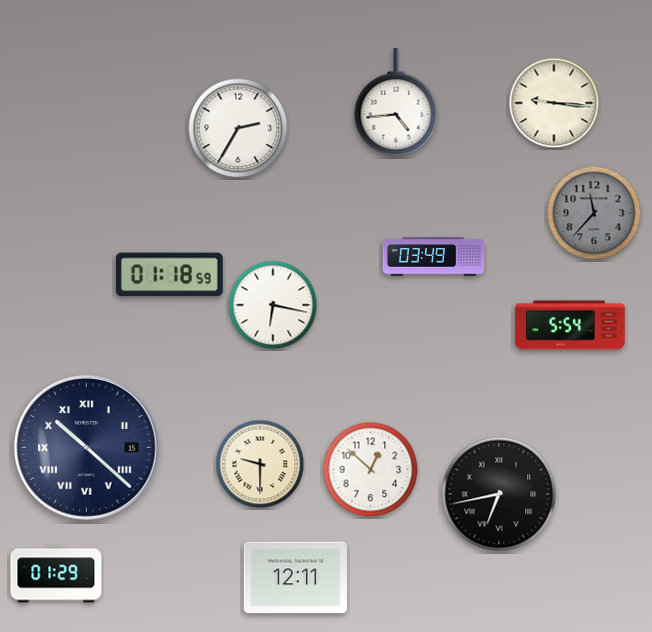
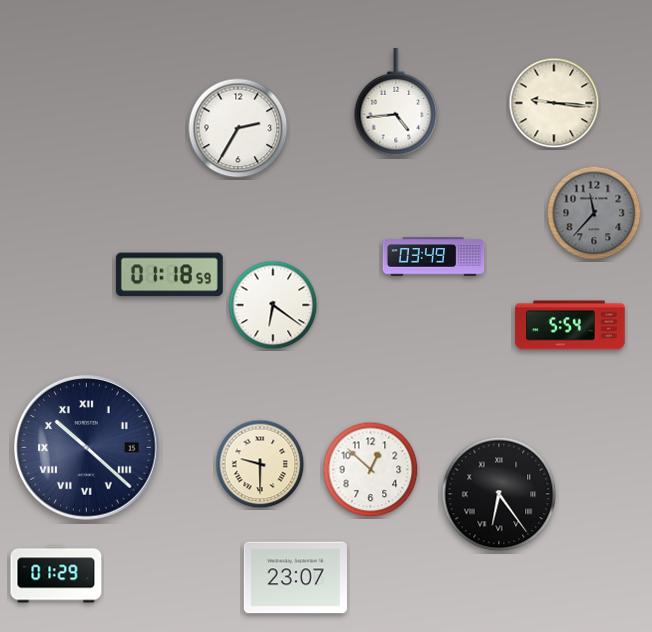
clock at (273, 305): 6:17 -> 6:21
clock at (499, 494): 6:43 -> 6:24
clock at (295, 578): 12:11 -> 23:07
